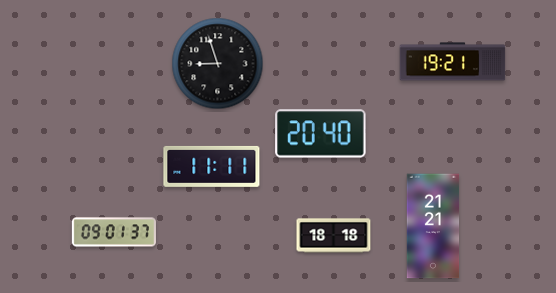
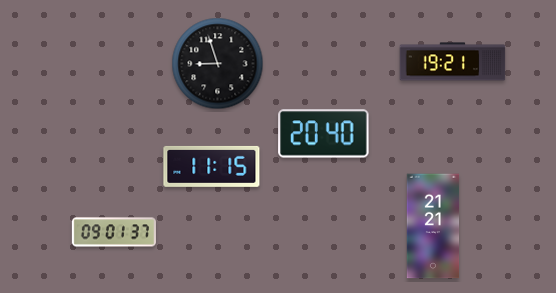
clock at (321, 134) position: (321, 134) -> (324, 134)
clock at (212, 166): 11:11 -> 11:15
clock at (334, 236): 18:18 -> none
